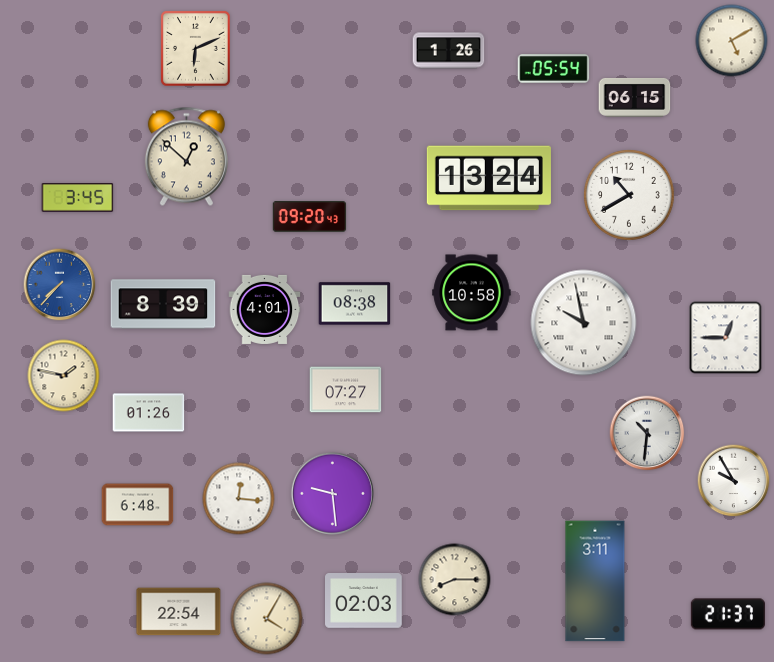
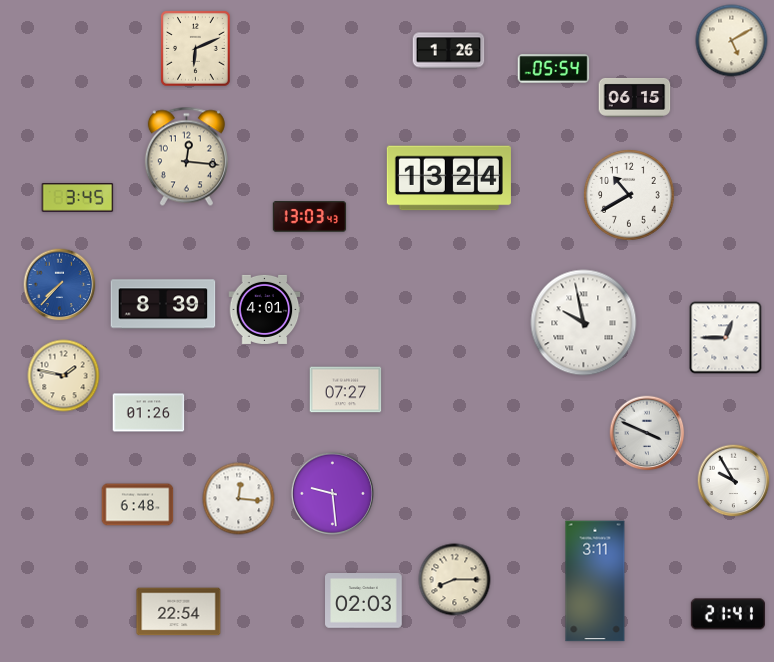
clock at (186, 157): 12:52 -> 12:16
clock at (489, 178) position: (489, 178) -> (449, 178)
clock at (310, 217): 09:20 -> 13:03
clock at (472, 293): 10:58 -> none
clock at (355, 304): 08:38 -> none
clock at (647, 433): 10:31 -> 3:49
clock at (728, 614): 21:37 -> 21:41
clock at (267, 619): 4:05 -> none
